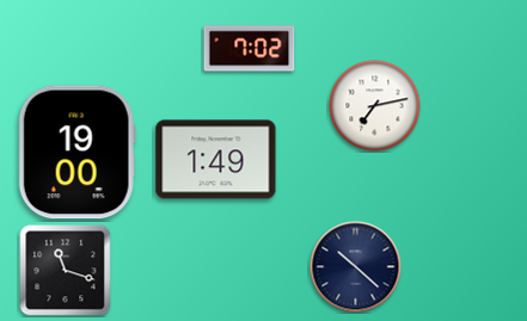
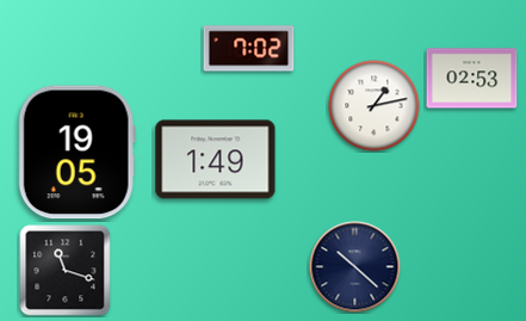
clock at (472, 79): none -> 02:53
clock at (375, 106): 7:13 -> 1:13
clock at (76, 153): 19:00 -> 19:05
